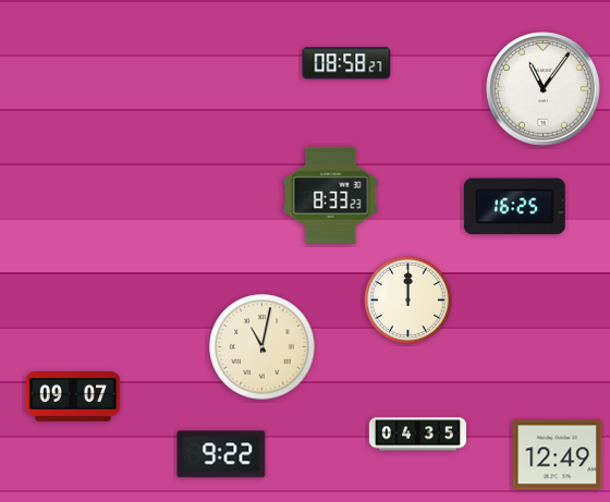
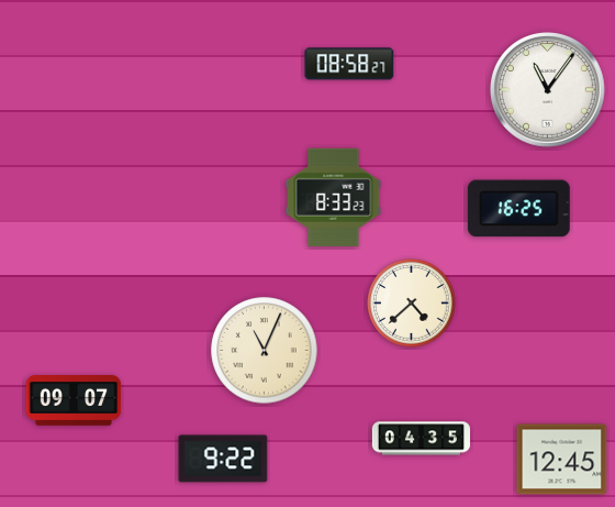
clock at (408, 301): 12:00 -> 4:38
clock at (263, 347): 11:02 -> 11:04
clock at (558, 455): 12:49 -> 12:45
